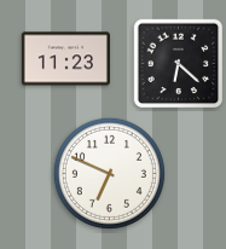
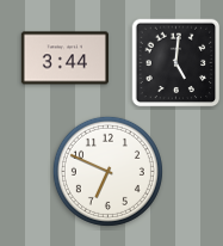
clock at (65, 59): 11:23 -> 3:44
clock at (179, 64): 6:22 -> 5:01
